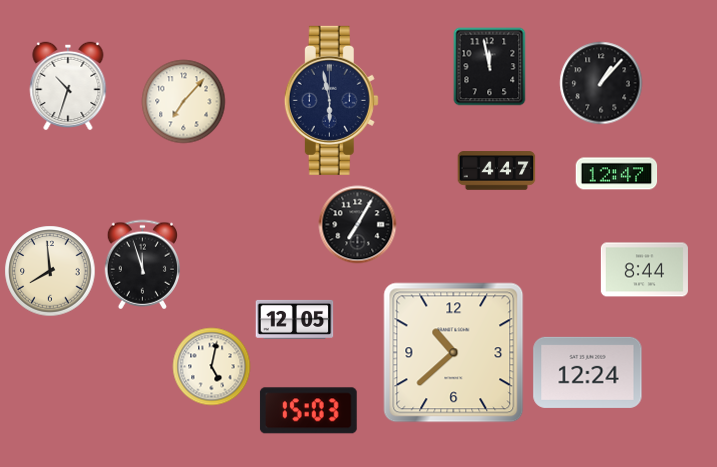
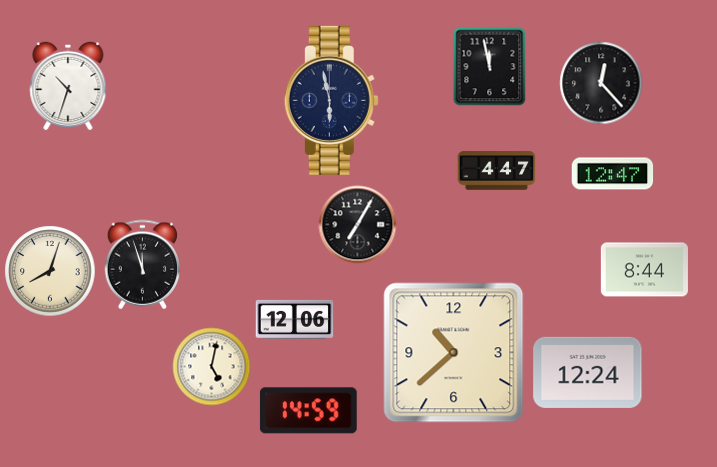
clock at (601, 83): 1:07 -> 12:23
clock at (183, 101): 7:07 -> none
clock at (616, 174) position: (616, 174) -> (612, 174)
clock at (50, 271): 7:59 -> 8:03
clock at (294, 319): 12:05 -> 12:06
clock at (308, 411): 15:03 -> 14:59
